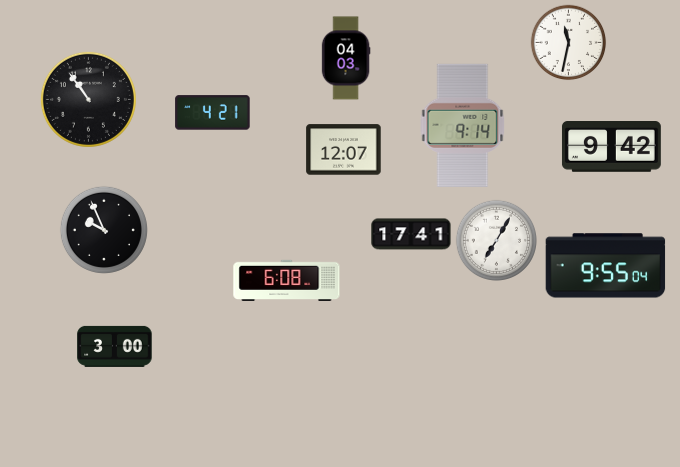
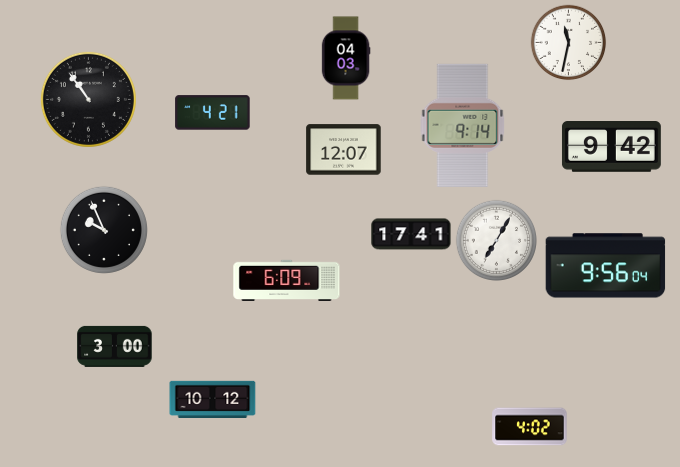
clock at (606, 266): 9:55 -> 9:56
clock at (287, 280): 6:08 -> 6:09
clock at (213, 399): none -> 10:12
clock at (530, 427): none -> 4:02
